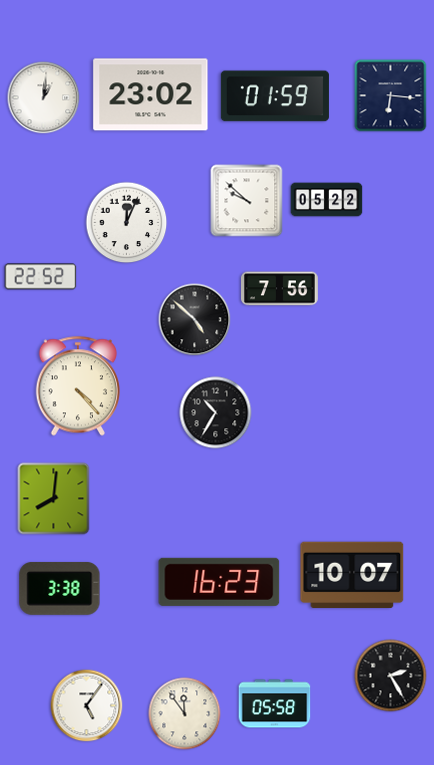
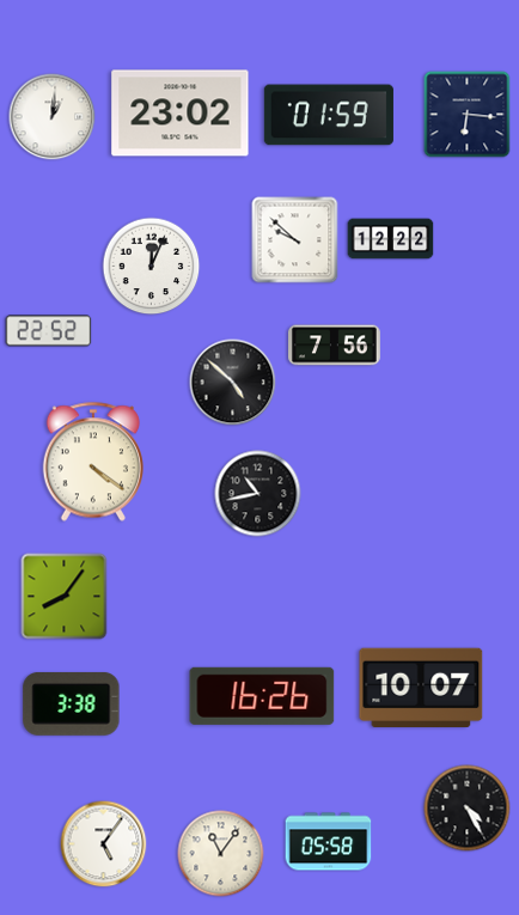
clock at (327, 200): 05:22 -> 12:22
clock at (78, 386): 4:23 -> 4:21
clock at (216, 413): 10:35 -> 10:43
clock at (54, 499): 8:01 -> 8:06
clock at (219, 582): 16:23 -> 16:26
clock at (391, 676): 2:25 -> 4:25
clock at (185, 714): 11:54 -> 11:06
